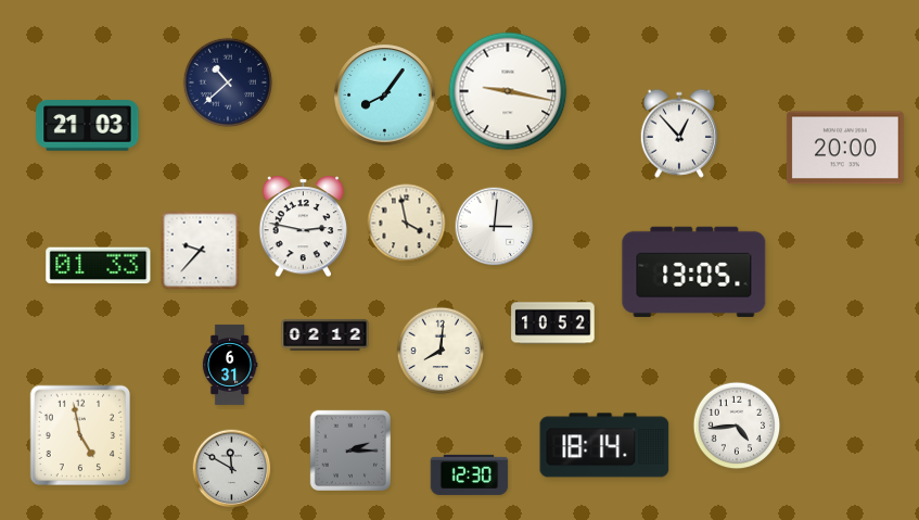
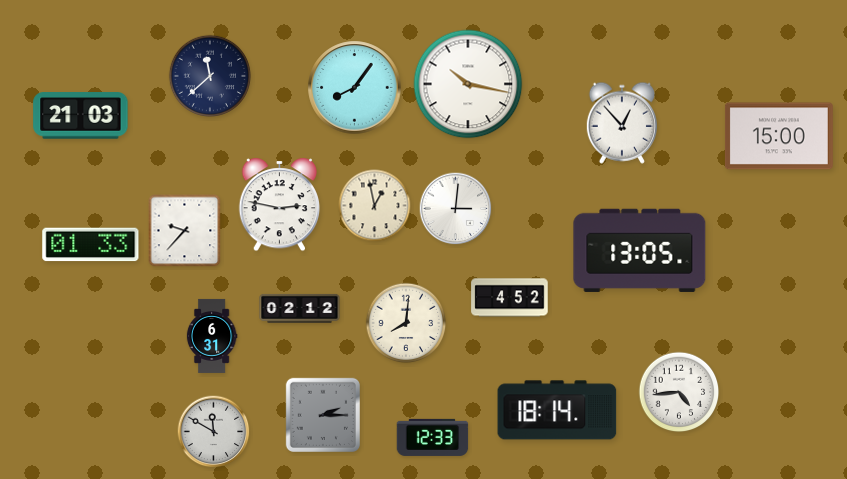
clock at (227, 81): 10:38 -> 11:38
clock at (508, 91): 9:17 -> 10:17
clock at (679, 134) position: (679, 134) -> (622, 123)
clock at (845, 148): 20:00 -> 15:00
clock at (407, 224): 3:58 -> 12:58
clock at (304, 227) position: (304, 227) -> (280, 205)
clock at (553, 324): 10:52 -> 4:52
clock at (80, 435): 4:58 -> none
clock at (470, 474): 12:30 -> 12:33
